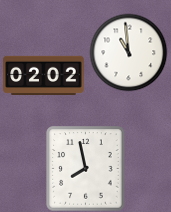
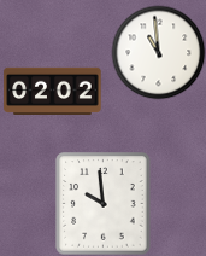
clock at (128, 52) position: (128, 52) -> (158, 52)
clock at (86, 169): 7:58 -> 9:59
